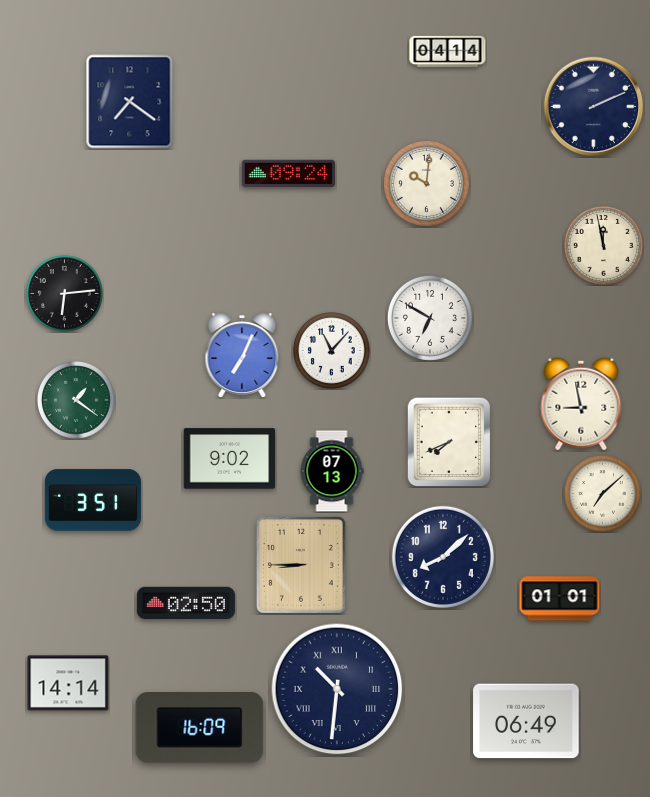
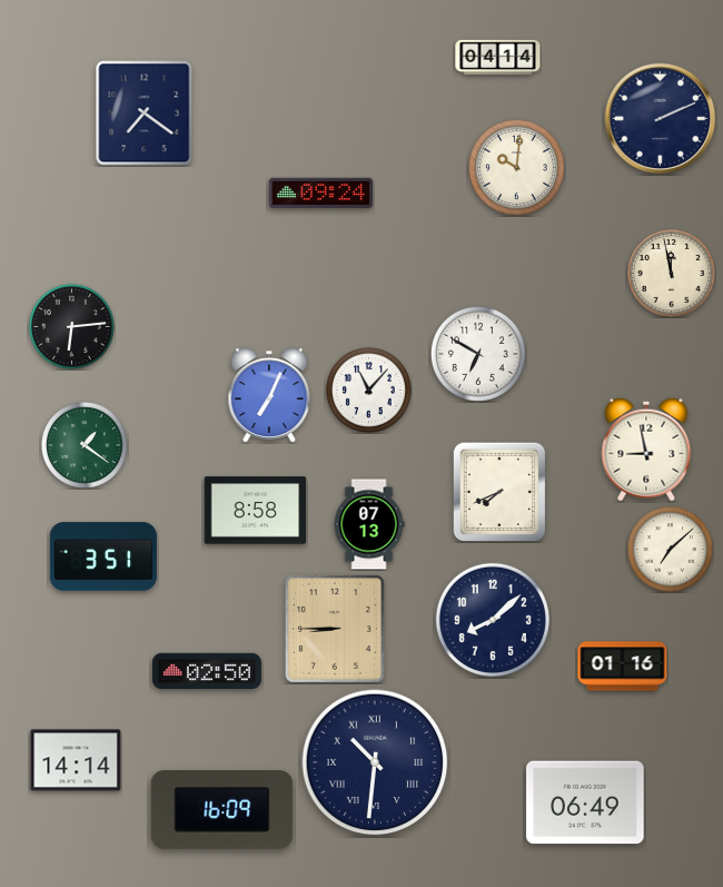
clock at (426, 183) position: (426, 183) -> (516, 167)
clock at (230, 459): 9:02 -> 8:58
clock at (560, 599): 01:01 -> 01:16
clock at (337, 689) position: (337, 689) -> (375, 762)
